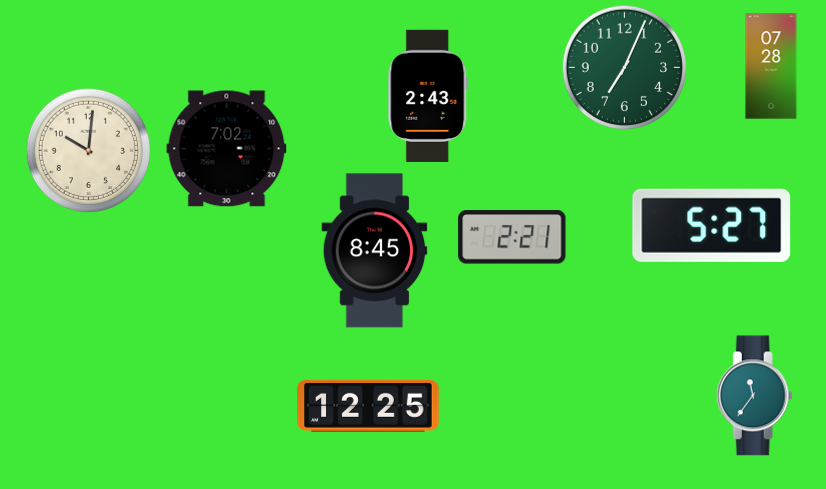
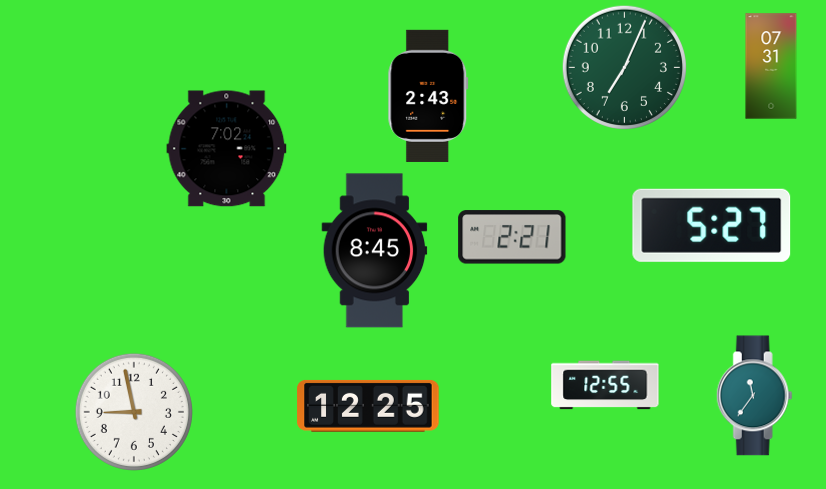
clock at (771, 66): 07:28 -> 07:31
clock at (88, 150): 10:01 -> none
clock at (605, 385): none -> 12:55
clock at (134, 412): none -> 8:58
